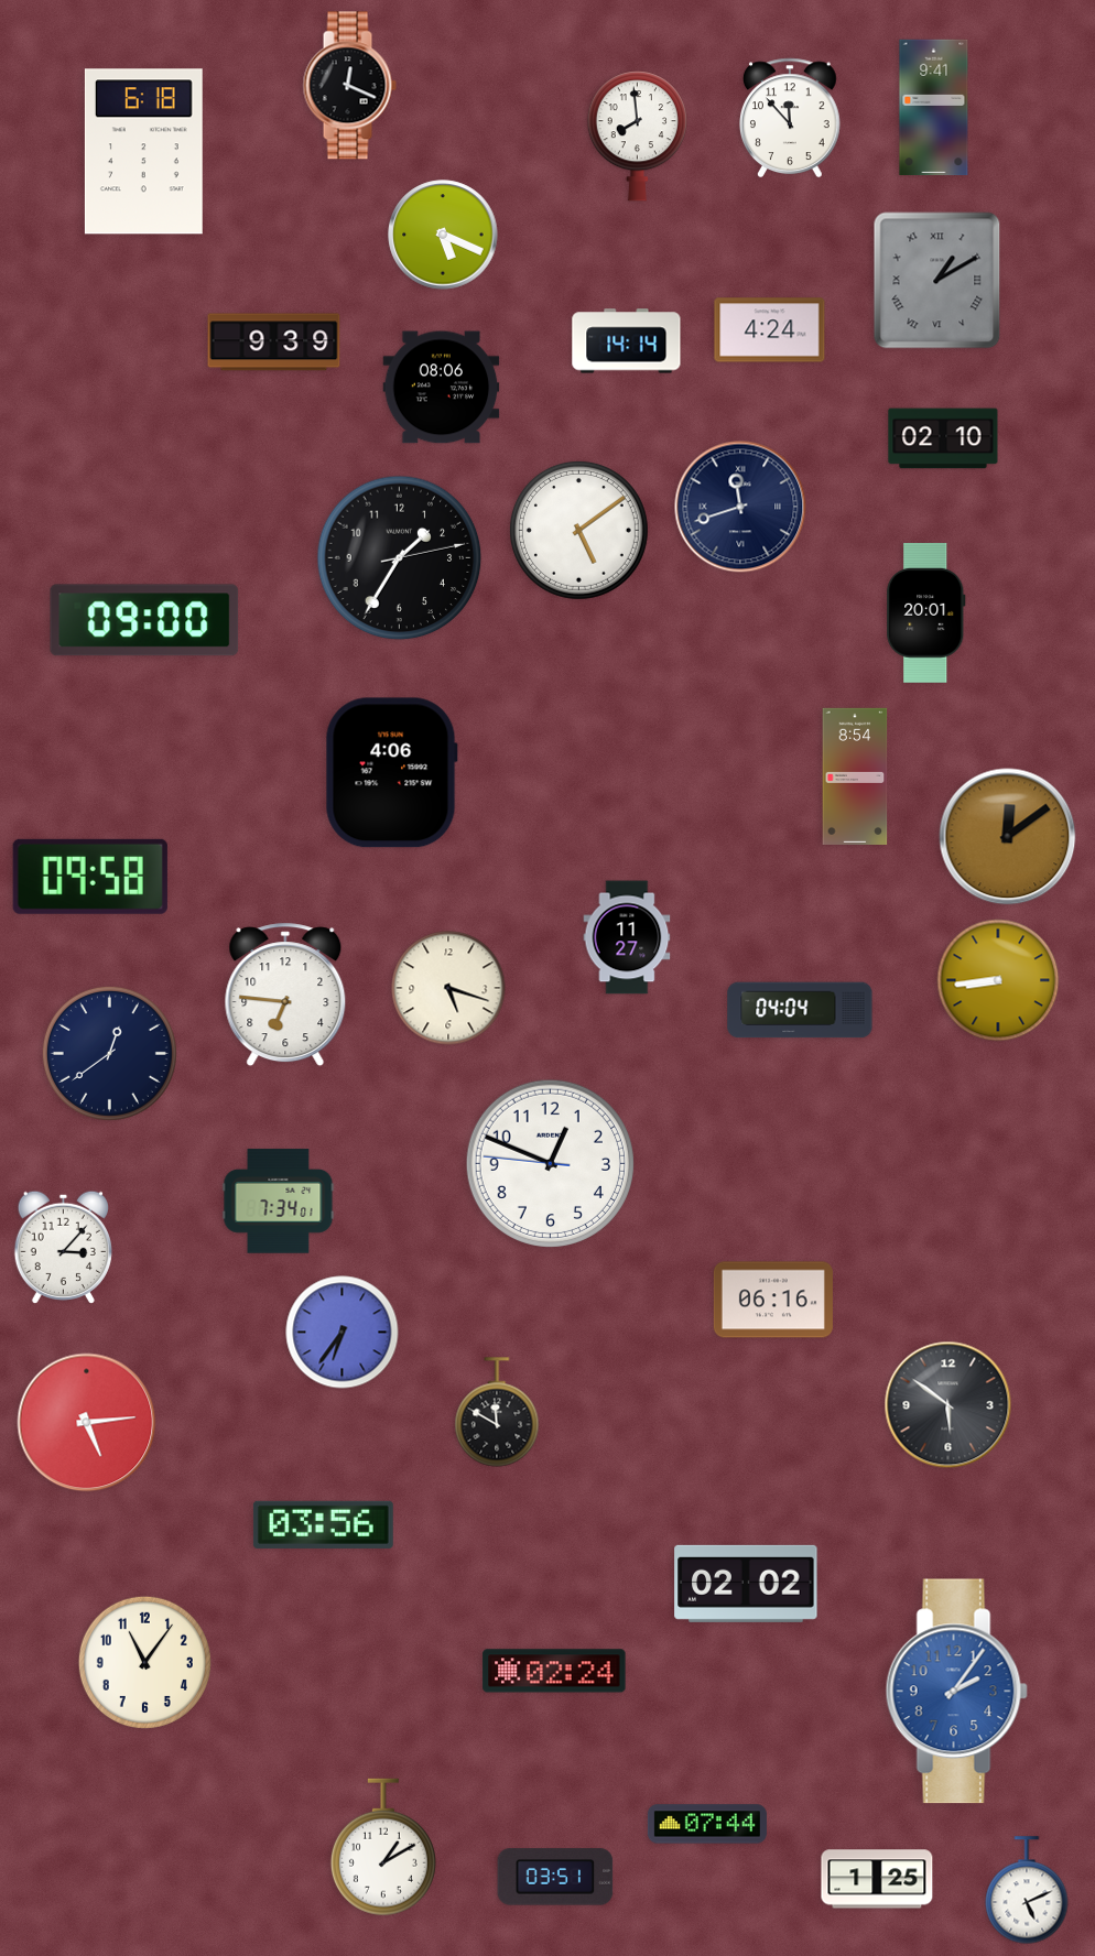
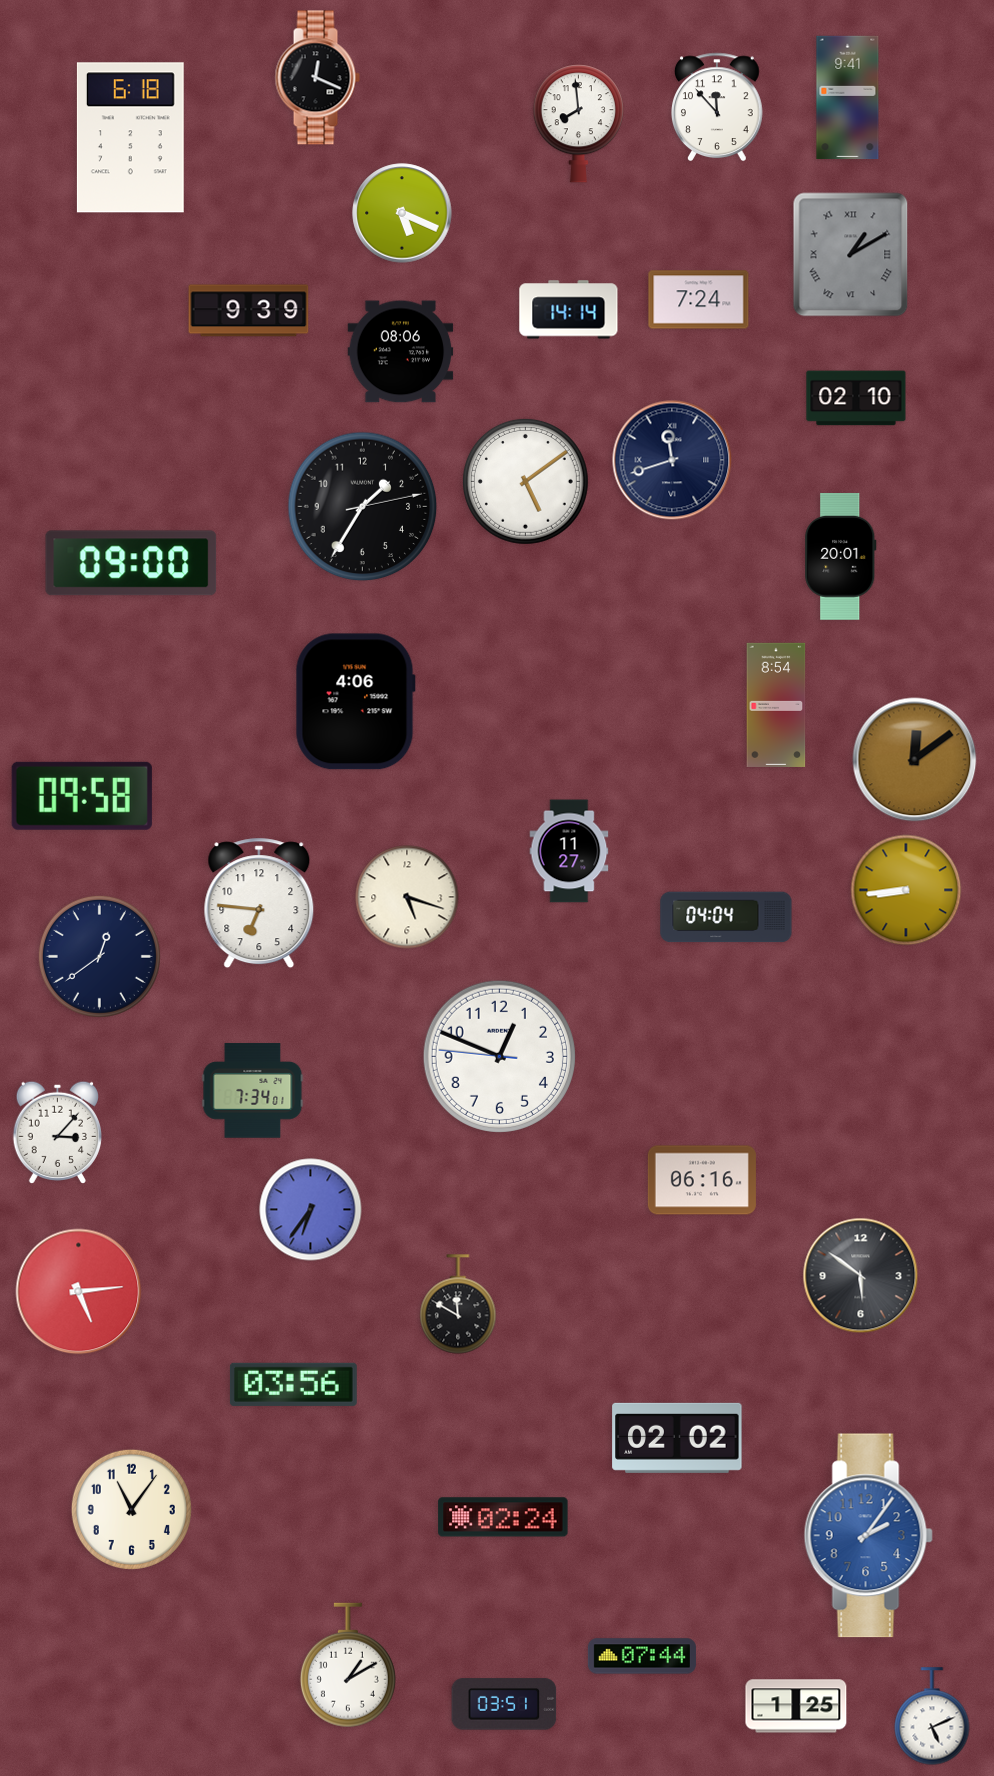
clock at (770, 330): 4:24 -> 7:24
clock at (497, 1412) position: (497, 1412) -> (458, 1304)
clock at (383, 1847) position: (383, 1847) -> (348, 1665)
